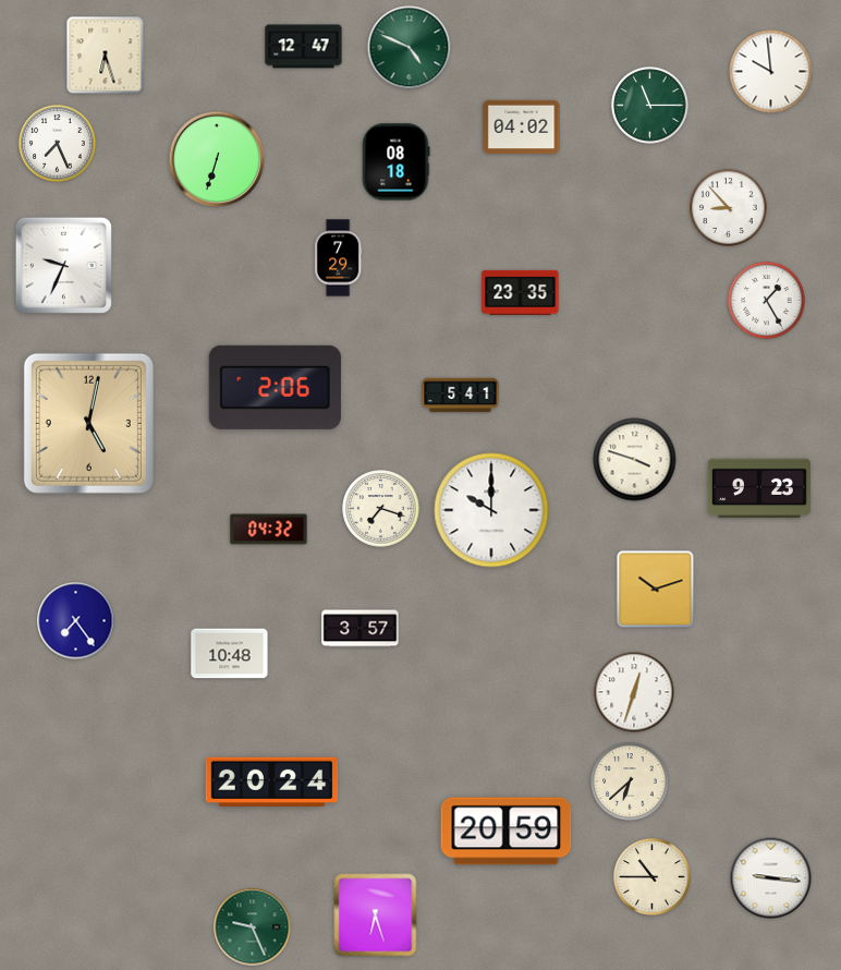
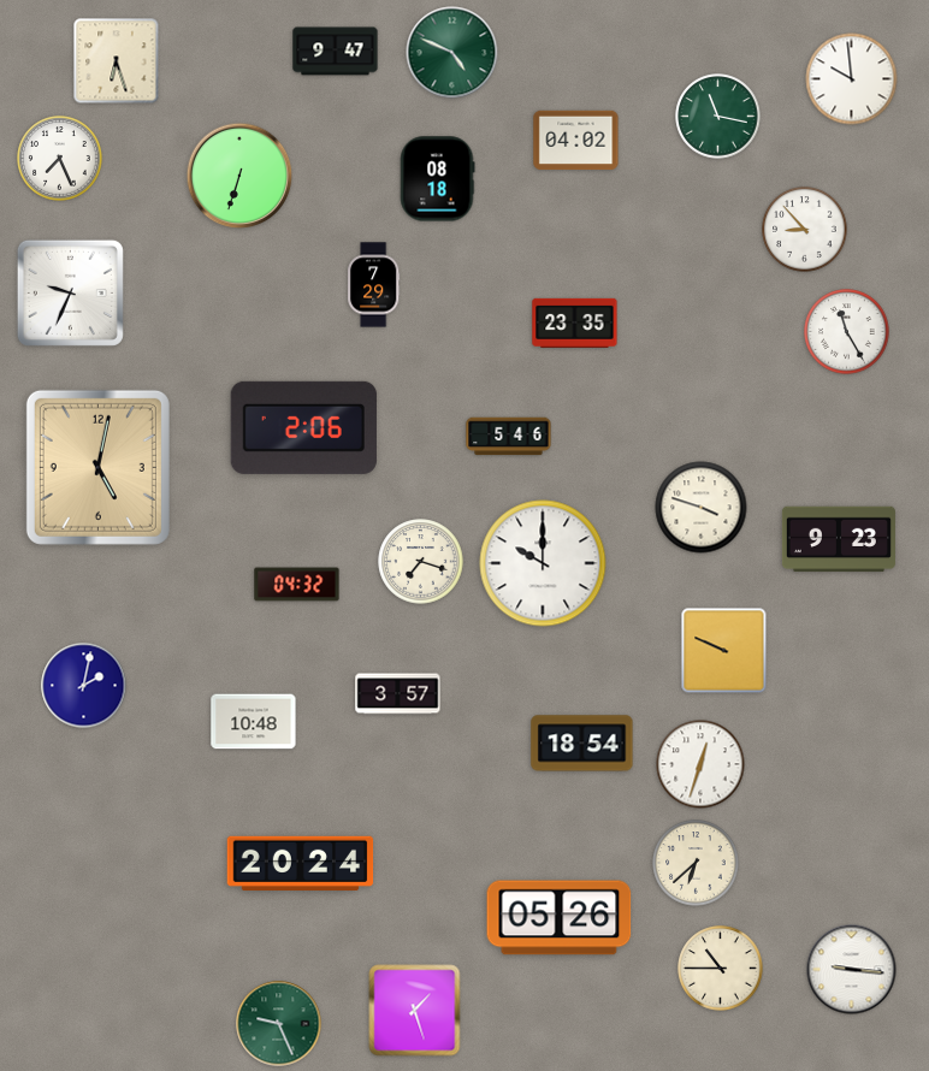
clock at (304, 47): 12:47 -> 9:47
clock at (650, 106): 11:15 -> 11:17
clock at (58, 144) position: (58, 144) -> (60, 159)
clock at (767, 301): 1:25 -> 11:25
clock at (461, 396): 5:41 -> 5:46
clock at (656, 590): 10:12 -> 9:49
clock at (76, 621): 7:24 -> 2:02
clock at (582, 744): none -> 18:54
clock at (507, 832): 20:59 -> 05:26
clock at (376, 916): 6:27 -> 1:27
